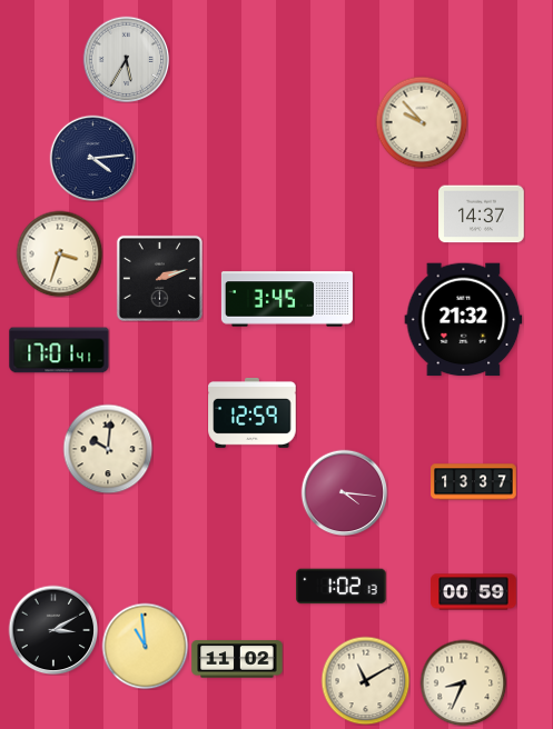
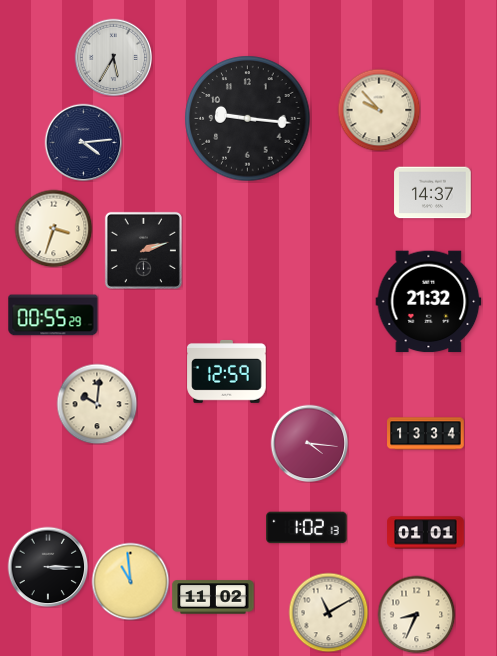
clock at (126, 59) position: (126, 59) -> (113, 57)
clock at (248, 119): none -> 9:16
clock at (287, 299): 3:45 -> none
clock at (464, 320) position: (464, 320) -> (429, 302)
clock at (59, 350): 17:01 -> 00:55
clock at (474, 482): 13:37 -> 13:34
clock at (474, 592): 00:59 -> 01:01
clock at (53, 630): 3:10 -> 3:15
clock at (237, 659) position: (237, 659) -> (213, 597)
